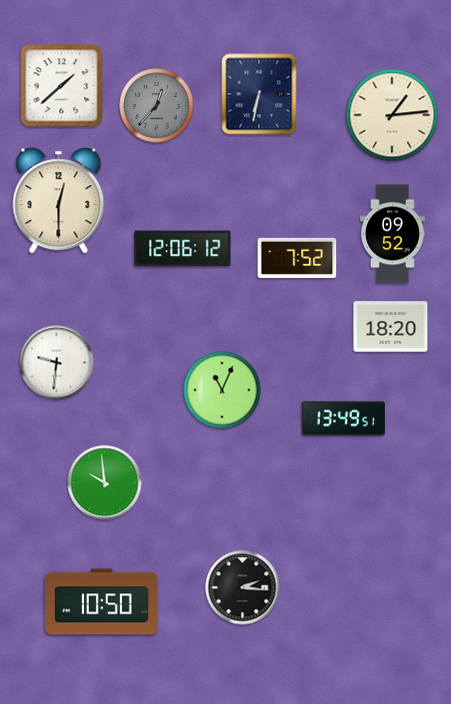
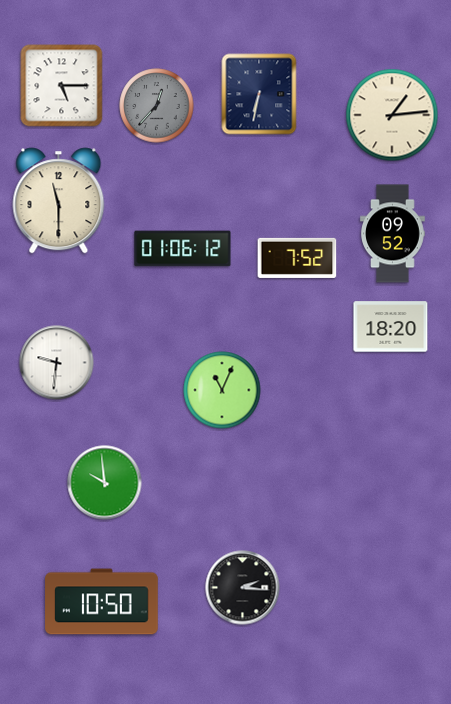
clock at (62, 86): 1:38 -> 5:15
clock at (59, 201): 12:30 -> 11:30
clock at (183, 249): 12:06 -> 01:06
clock at (343, 419): 13:49 -> none
